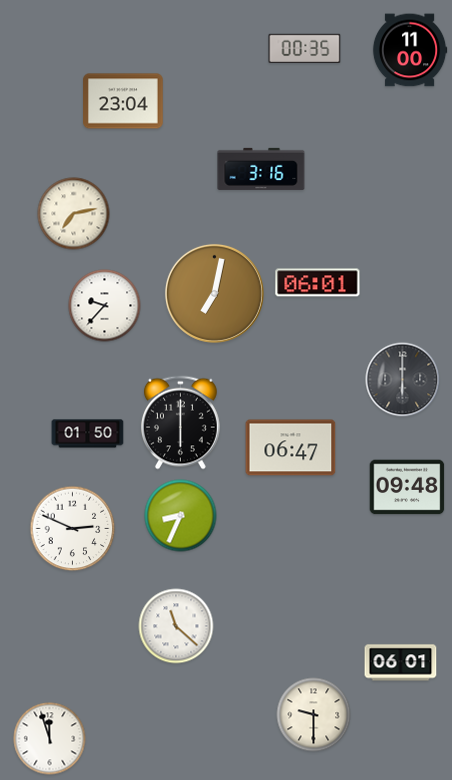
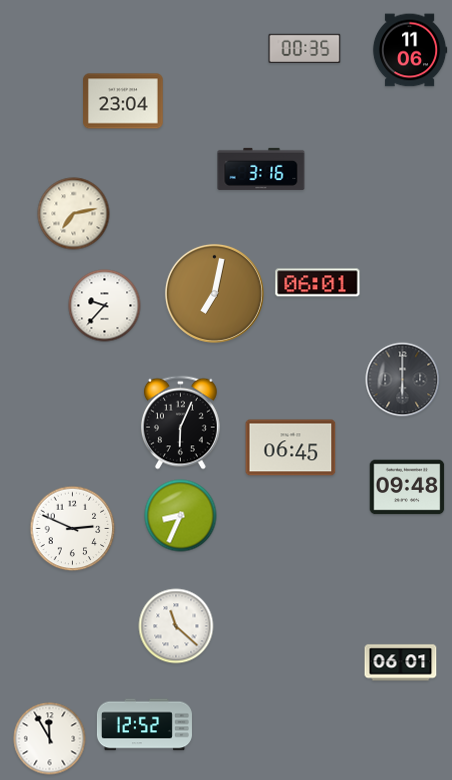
clock at (410, 50): 11:00 -> 11:06
clock at (180, 423): 6:00 -> 6:04
clock at (88, 434): 01:50 -> none
clock at (291, 448): 06:47 -> 06:45
clock at (314, 715): 9:30 -> none
clock at (144, 725): none -> 12:52
clock at (50, 739): 11:57 -> 11:55
